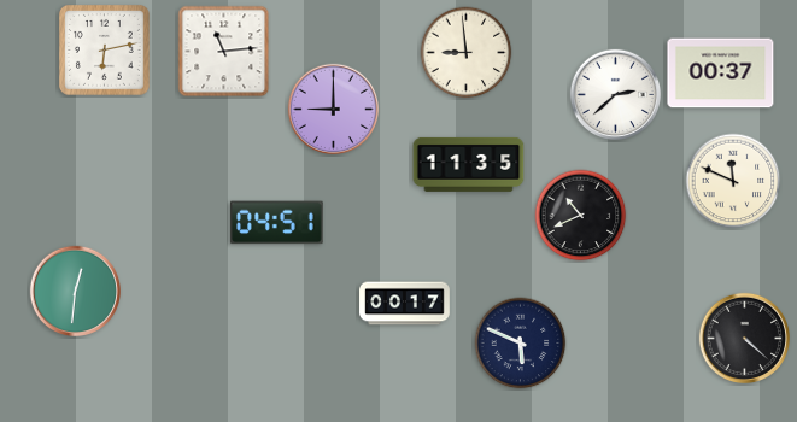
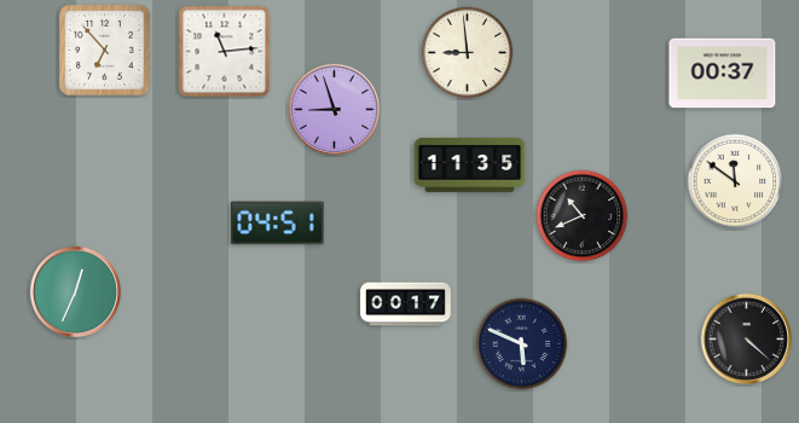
clock at (105, 51): 6:13 -> 6:53
clock at (615, 94): 2:38 -> none
clock at (333, 109): 9:00 -> 8:57
clock at (733, 181): 11:49 -> 11:51
clock at (75, 291): 12:31 -> 12:34
